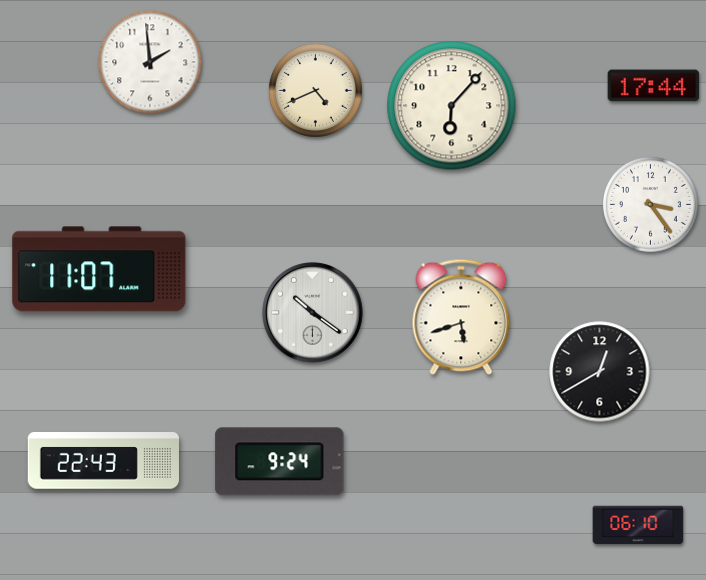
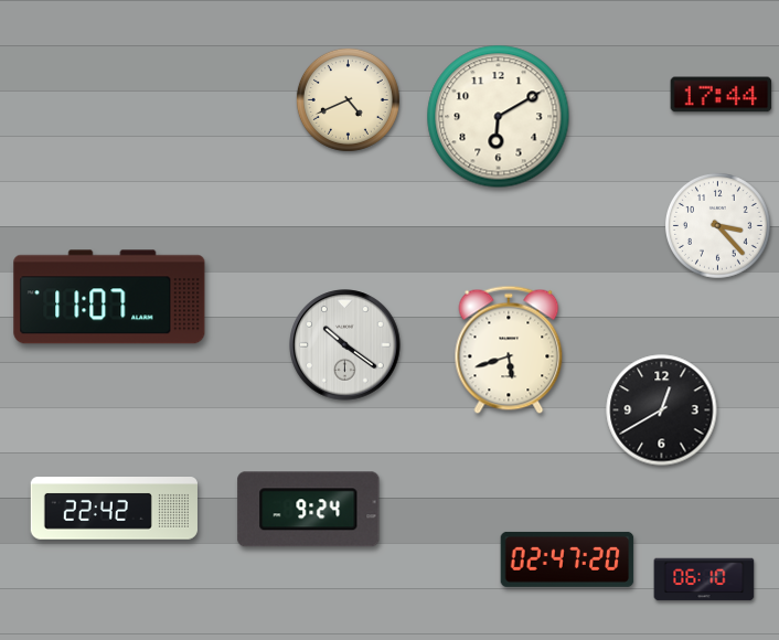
clock at (150, 62): 1:59 -> none
clock at (452, 106): 6:07 -> 6:10
clock at (650, 204): 3:24 -> 3:23
clock at (103, 461): 22:43 -> 22:42
clock at (567, 559): none -> 02:47
